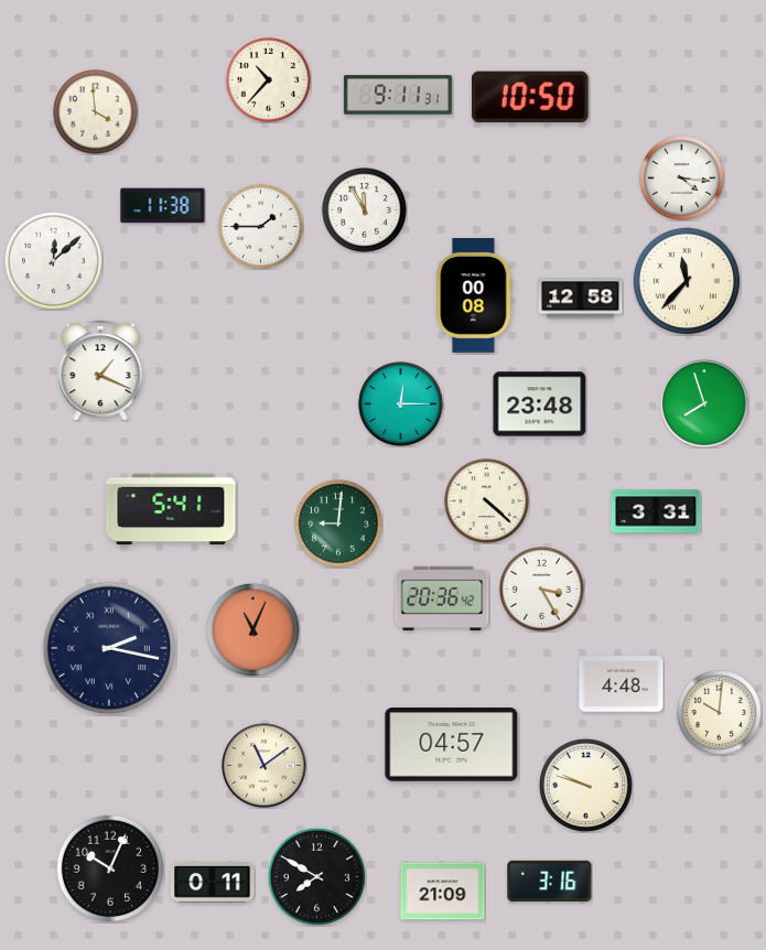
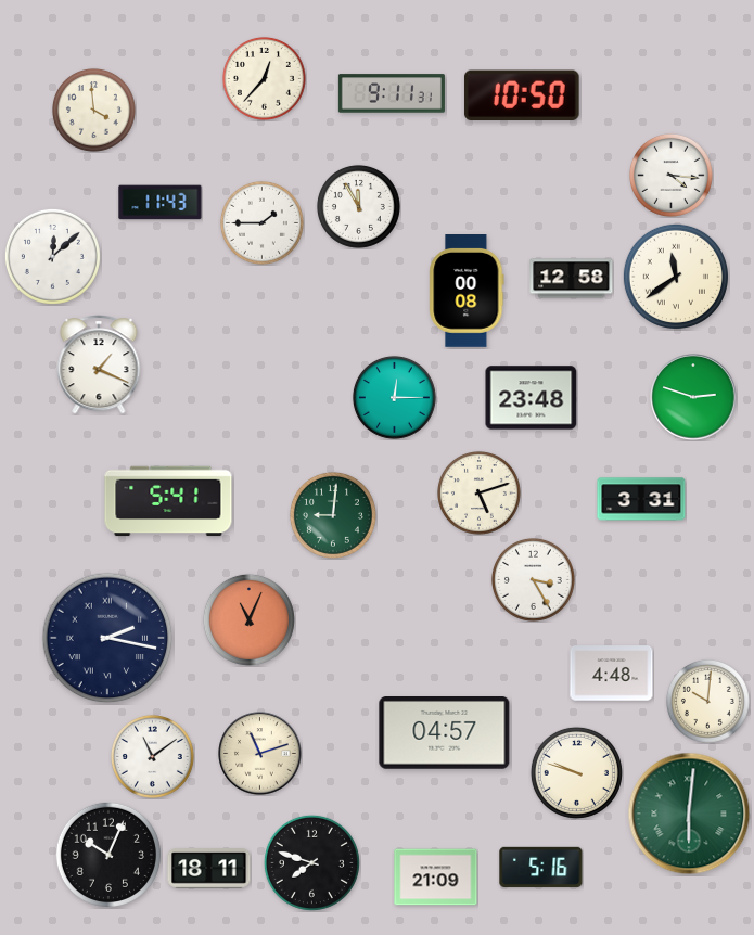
clock at (268, 79): 10:37 -> 12:37
clock at (163, 206): 11:38 -> 11:43
clock at (260, 226) position: (260, 226) -> (261, 222)
clock at (687, 281): 11:37 -> 11:39
clock at (581, 299) position: (581, 299) -> (572, 279)
clock at (704, 403): 7:57 -> 2:48
clock at (486, 500): 4:22 -> 5:12
clock at (656, 511) position: (656, 511) -> (641, 499)
clock at (442, 598): 20:36 -> none
clock at (265, 766): 11:09 -> 11:12
clock at (152, 756): none -> 11:09
clock at (689, 814): none -> 6:01
clock at (316, 876): 7:50 -> 7:48
clock at (550, 881): 3:16 -> 5:16
clock at (213, 883): 0:11 -> 18:11
